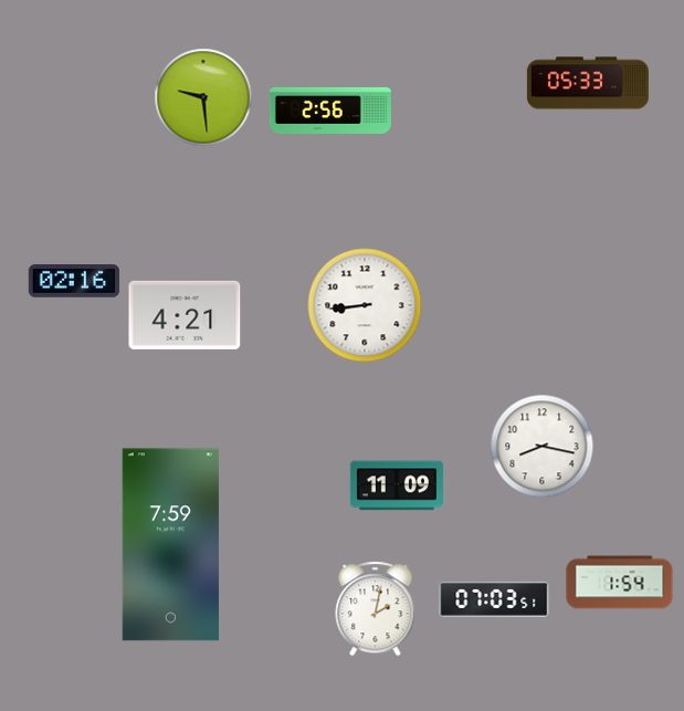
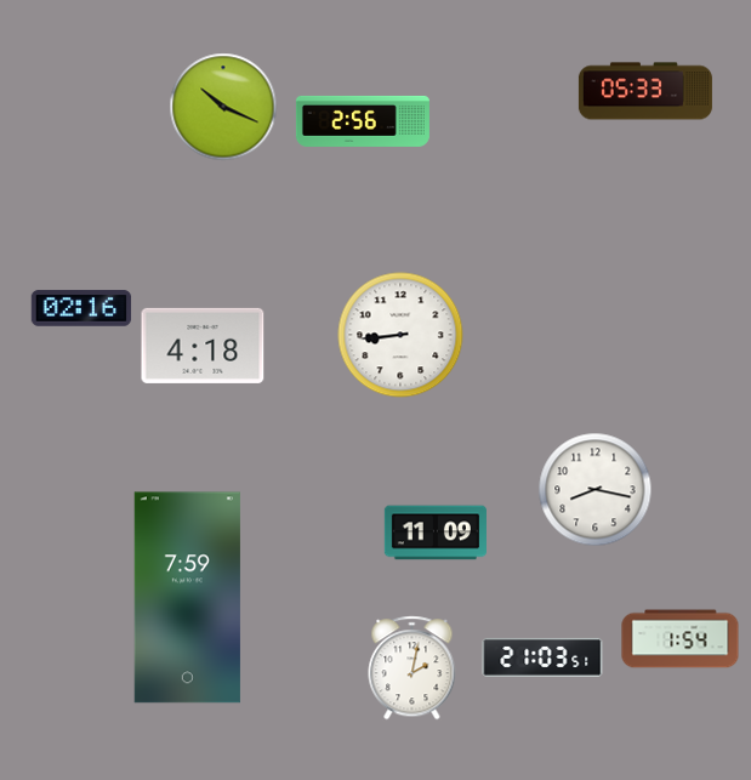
clock at (203, 97): 9:29 -> 10:19
clock at (185, 315): 4:21 -> 4:18
clock at (494, 599): 07:03 -> 21:03
